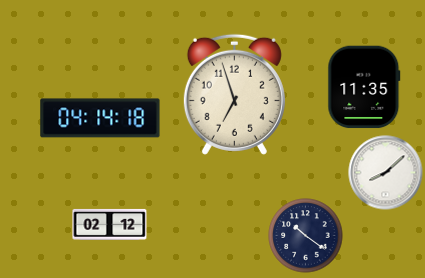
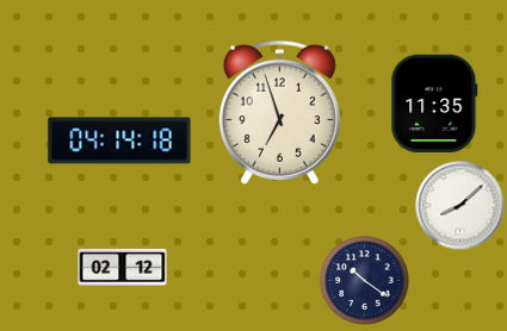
clock at (110, 224) position: (110, 224) -> (123, 267)
